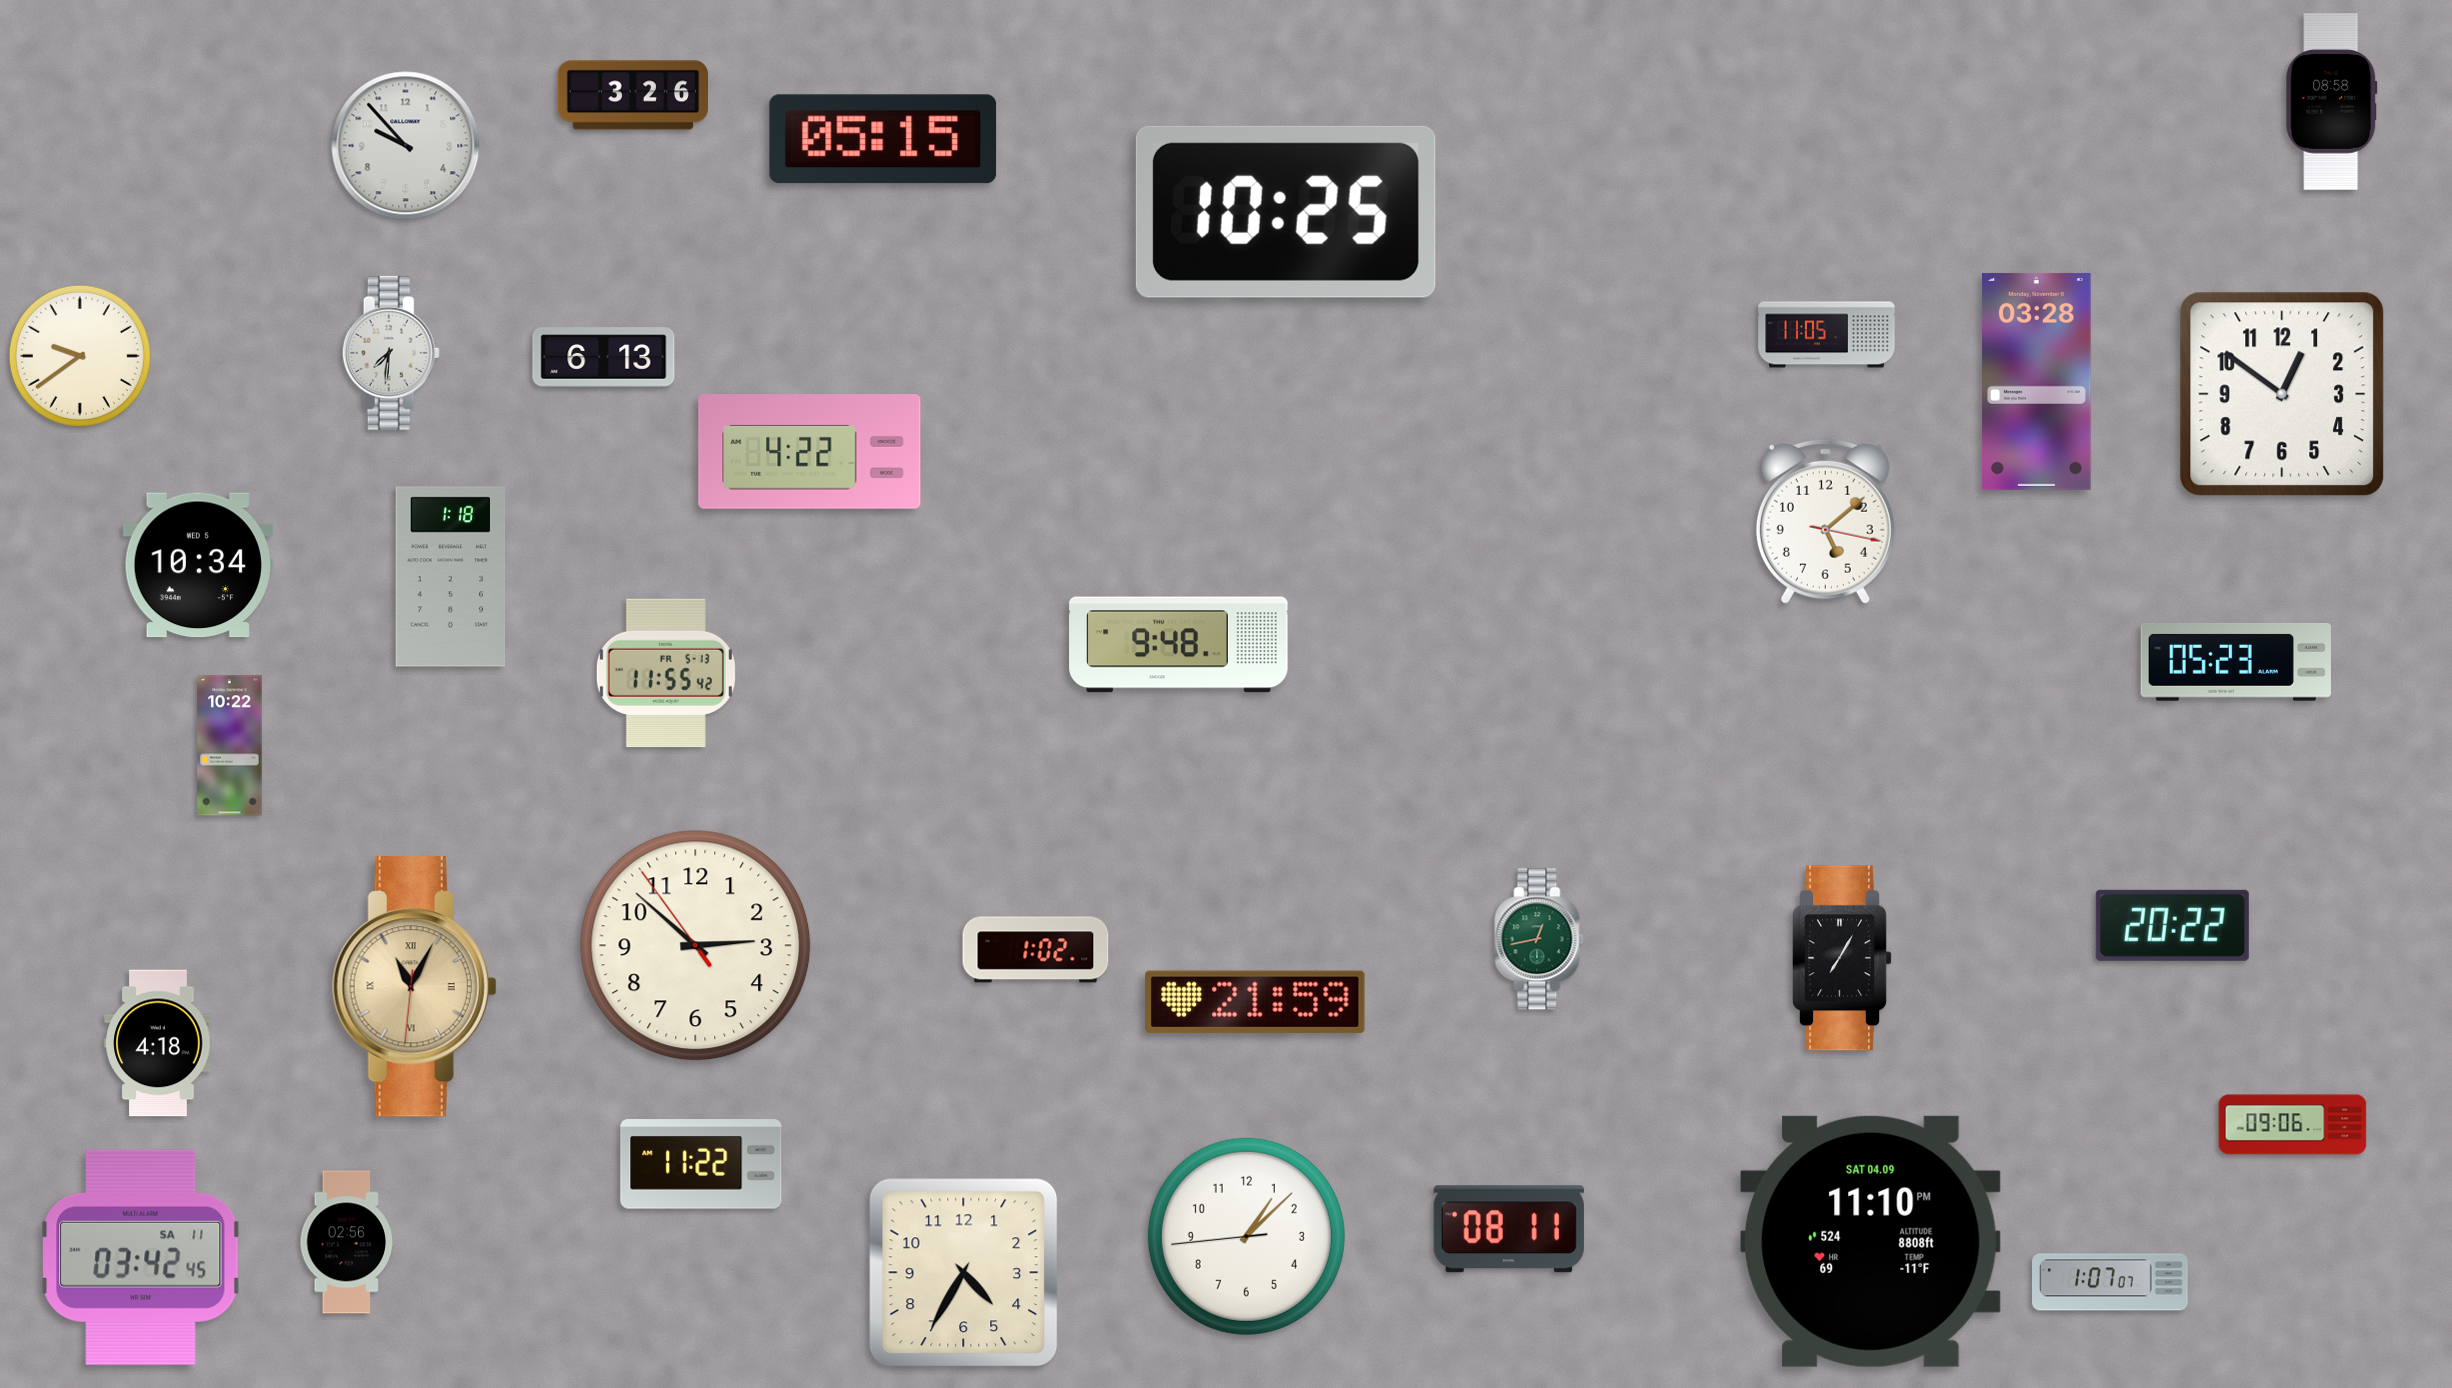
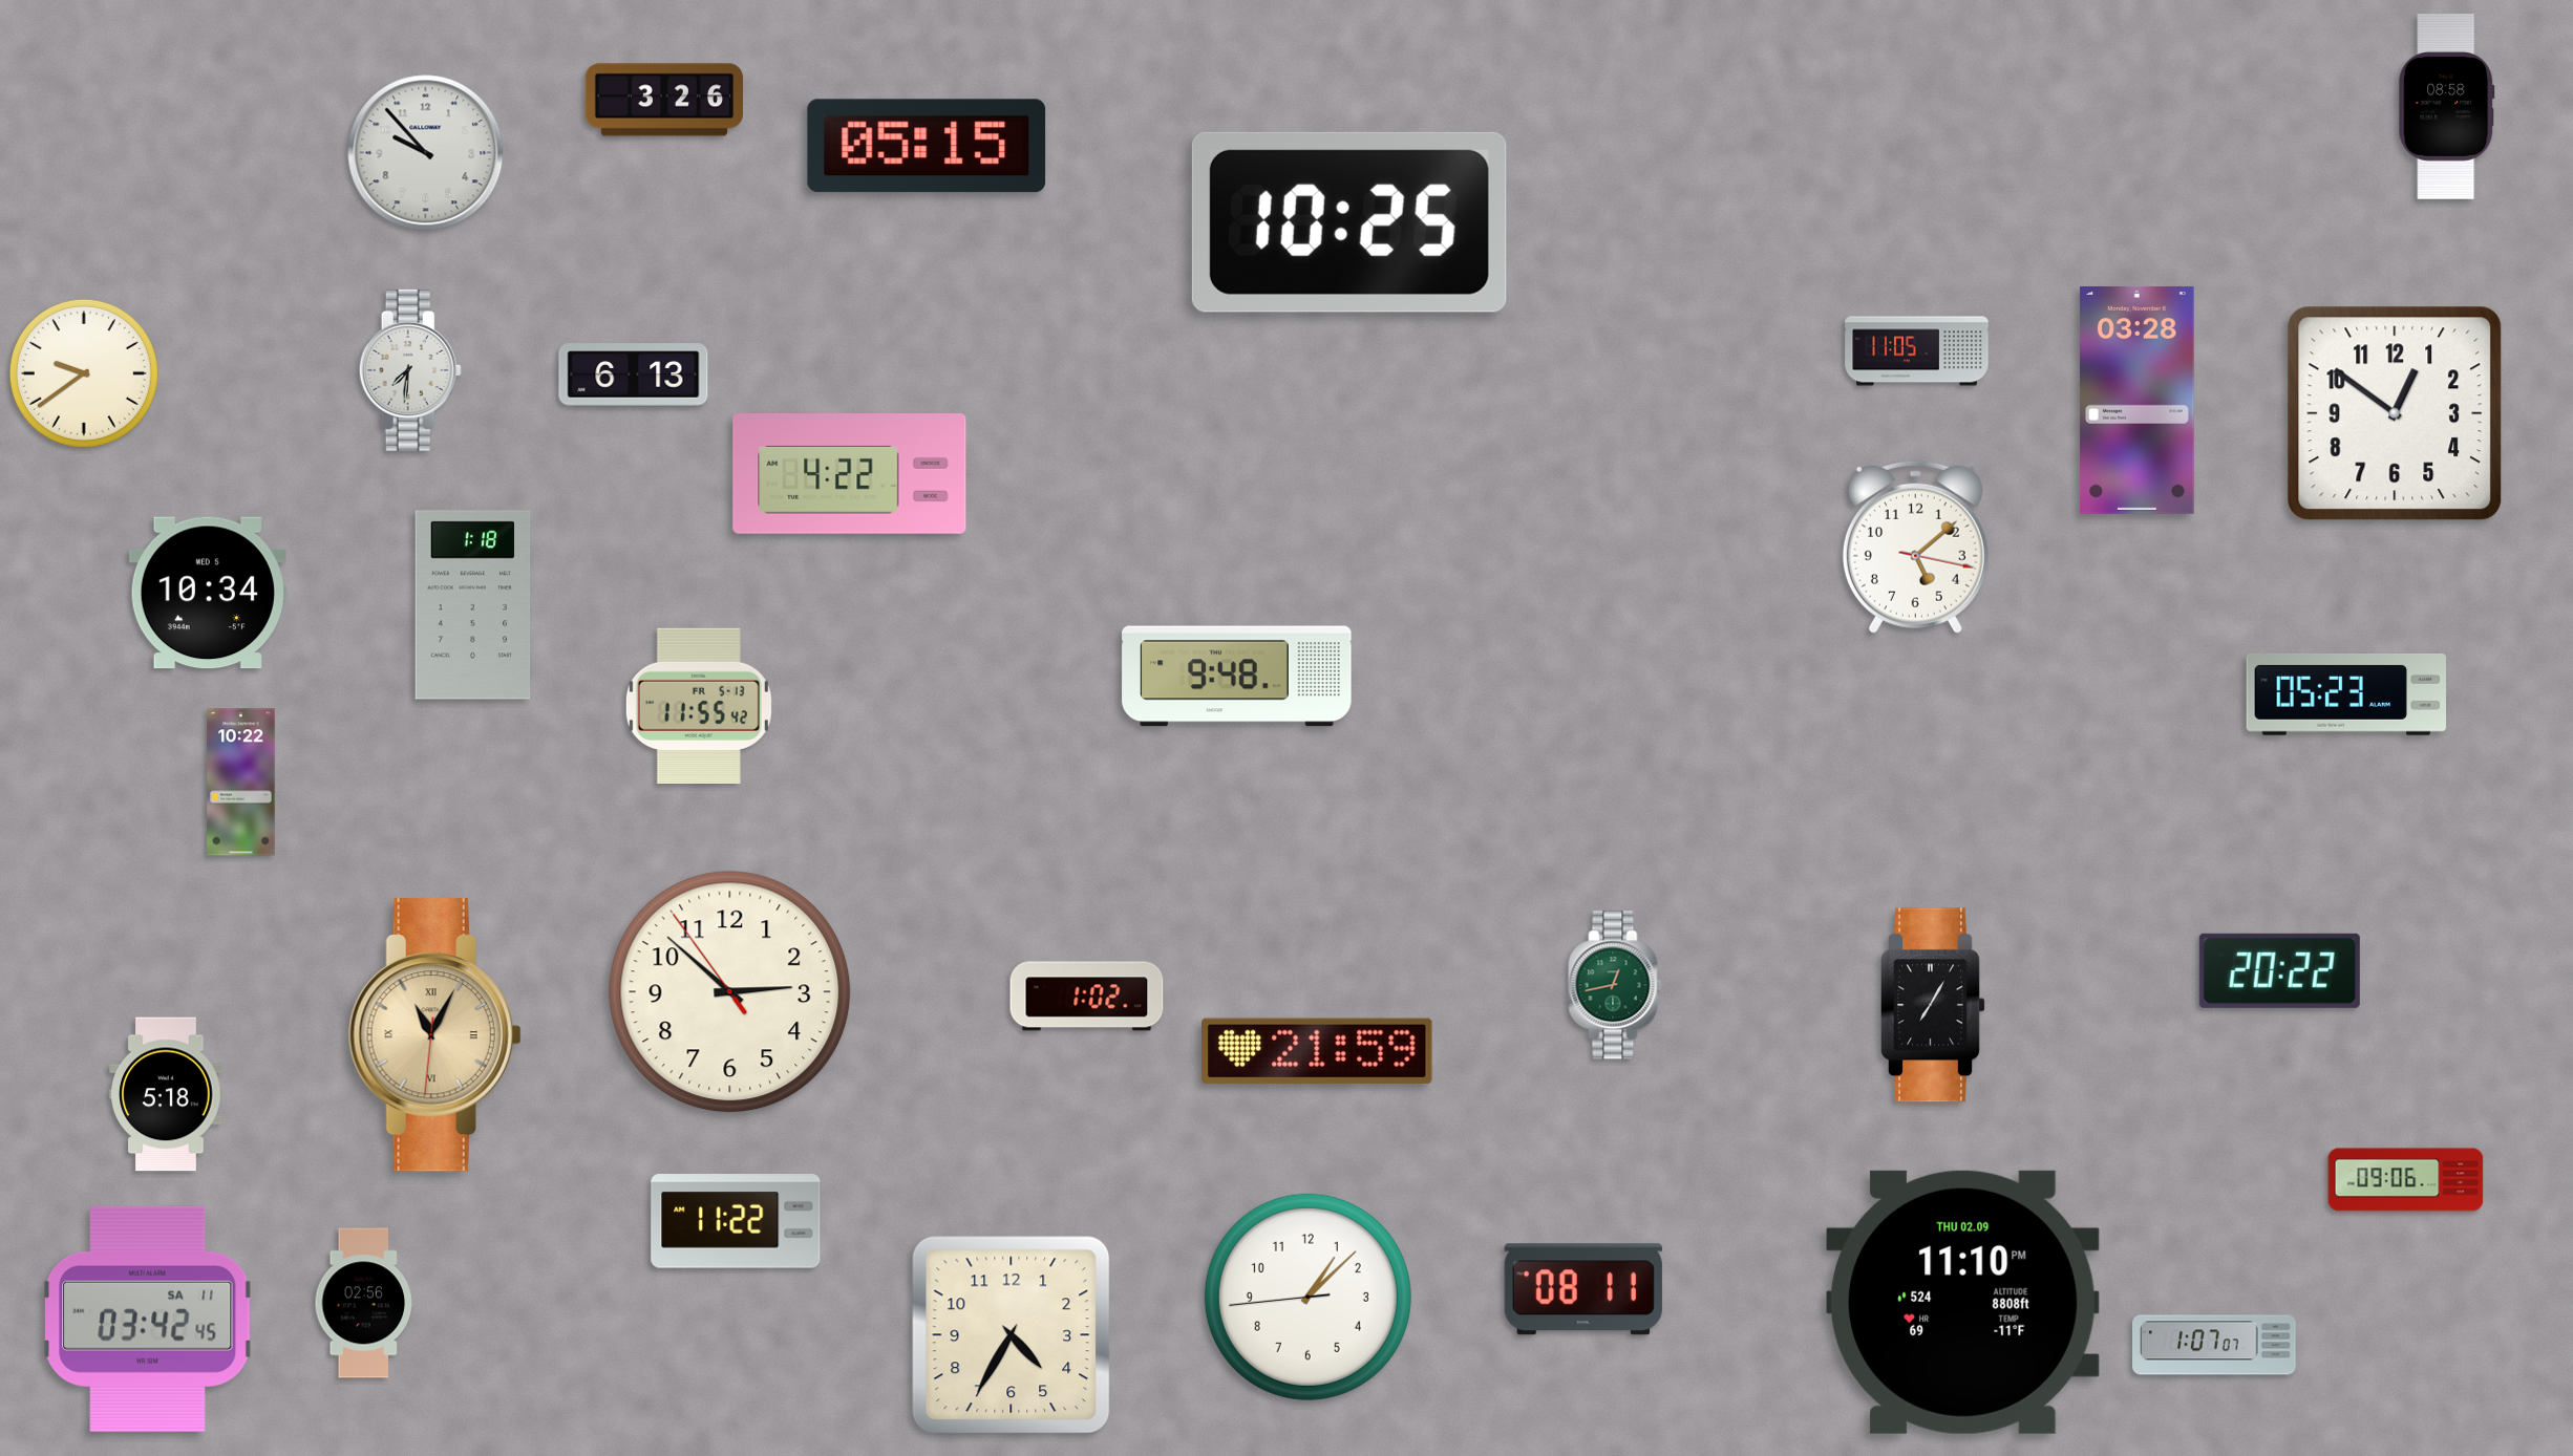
clock at (158, 1043): 4:18 -> 5:18
clock at (1870, 1241) date: SAT 04.09 -> THU 02.09
